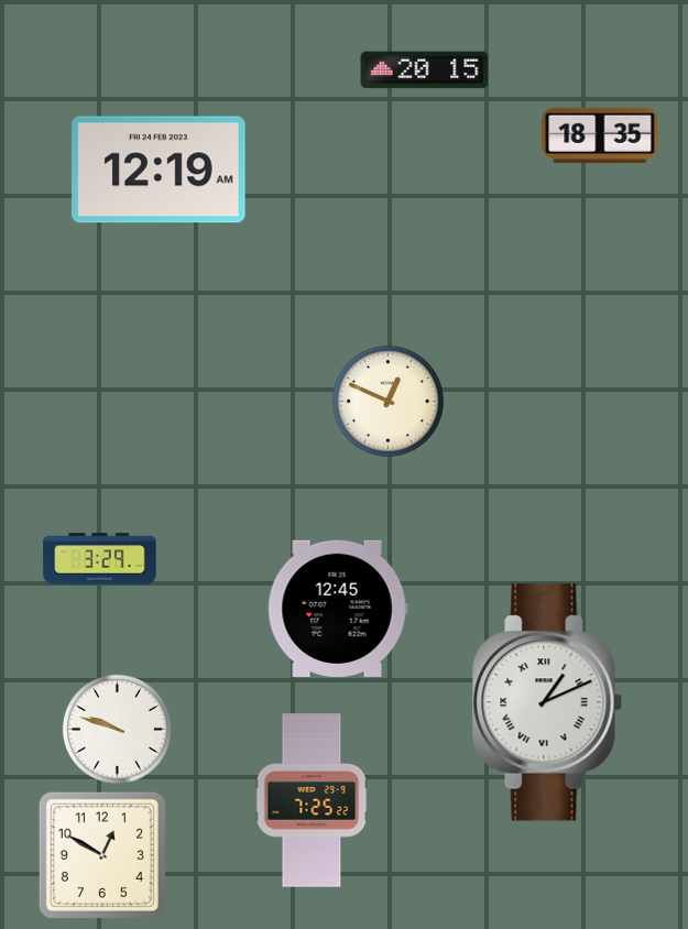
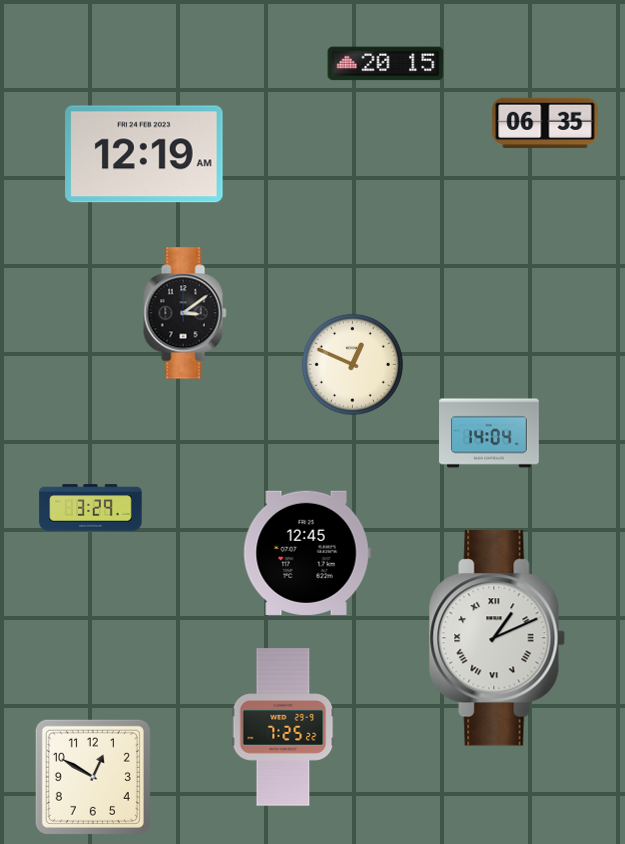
clock at (600, 135): 18:35 -> 06:35
clock at (185, 313): none -> 3:09
clock at (489, 433): none -> 14:04
clock at (117, 729): 9:48 -> none
